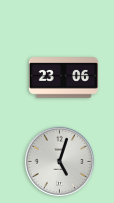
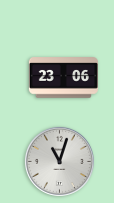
clock at (59, 161): 5:03 -> 11:03
